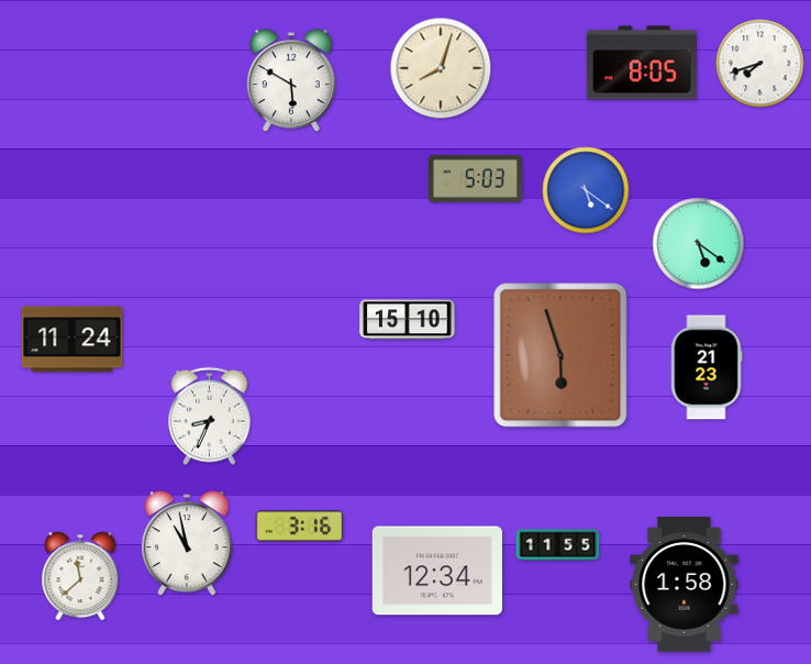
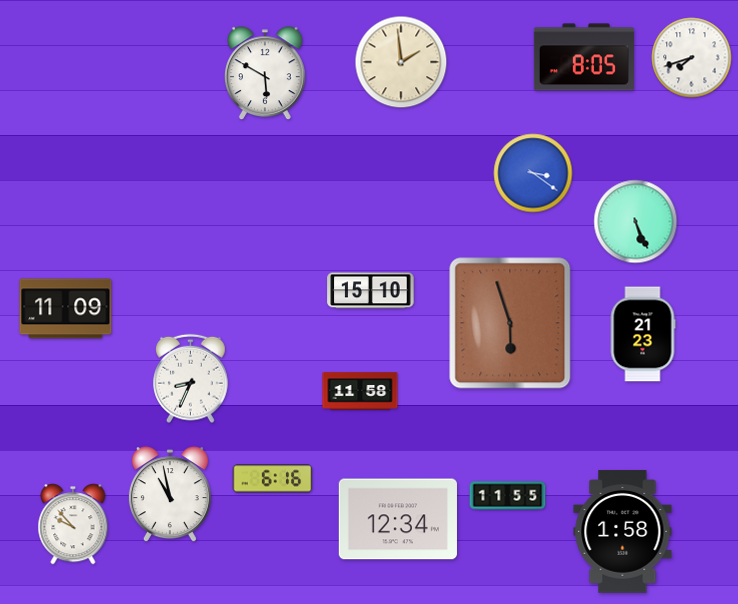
clock at (441, 68): 8:03 -> 1:59
clock at (476, 178): 5:03 -> none
clock at (586, 190): 5:21 -> 3:21
clock at (699, 244): 5:21 -> 5:26
clock at (73, 340): 11:24 -> 11:09
clock at (360, 391): none -> 11:58
clock at (300, 527): 3:16 -> 6:16
clock at (80, 576): 11:38 -> 9:53
